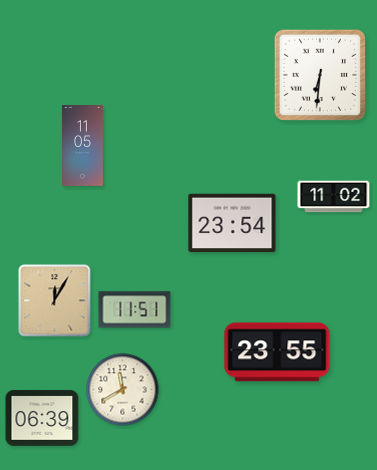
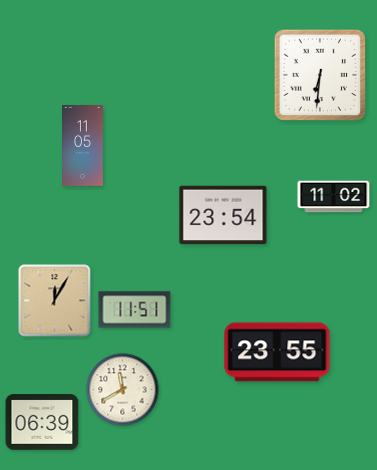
clock at (232, 223) position: (232, 223) -> (223, 215)
clock at (42, 418) position: (42, 418) -> (42, 422)
